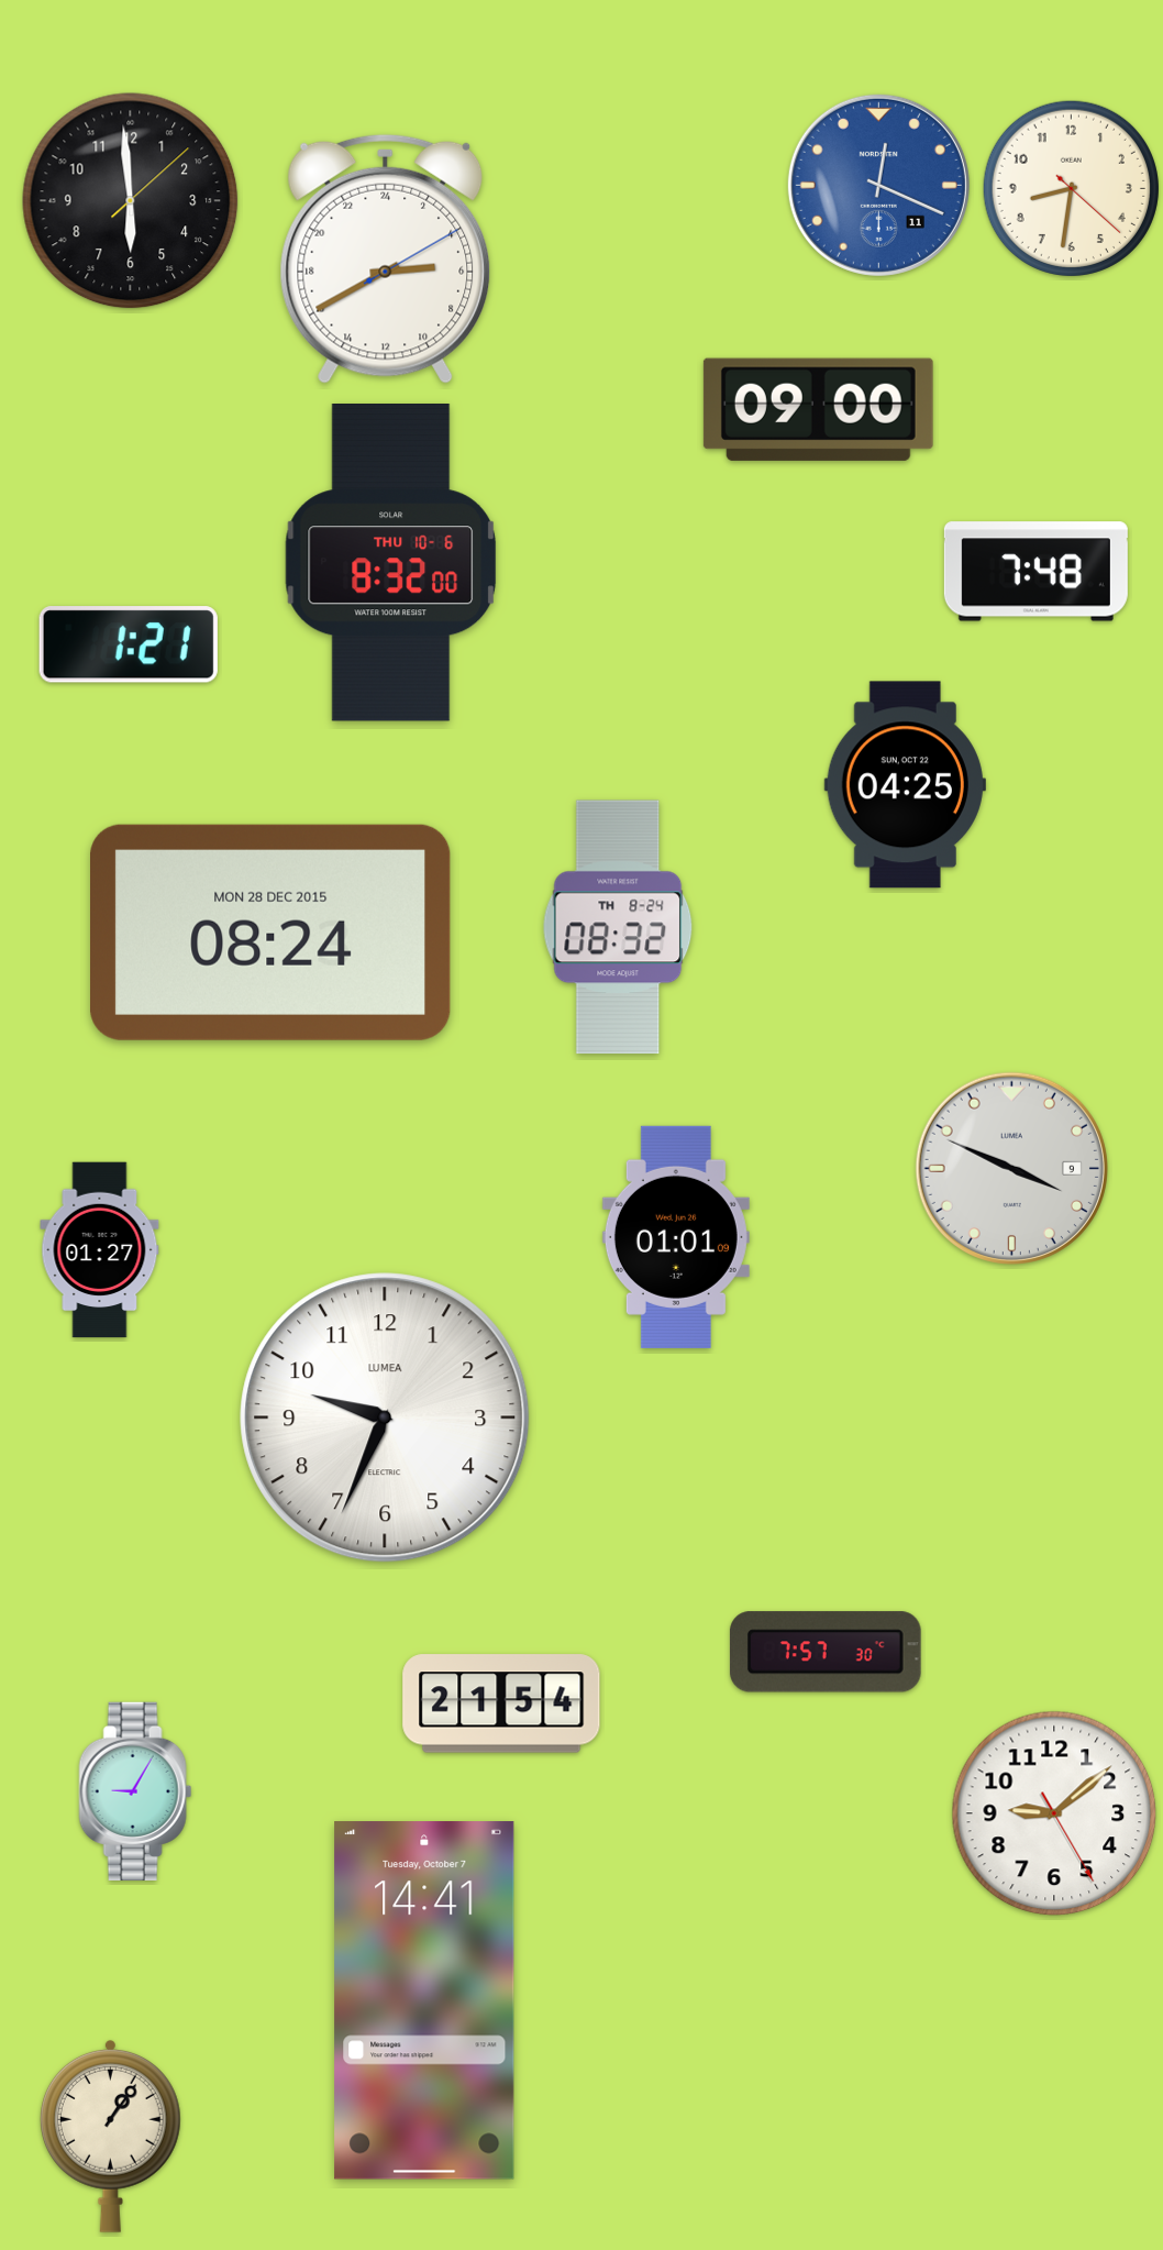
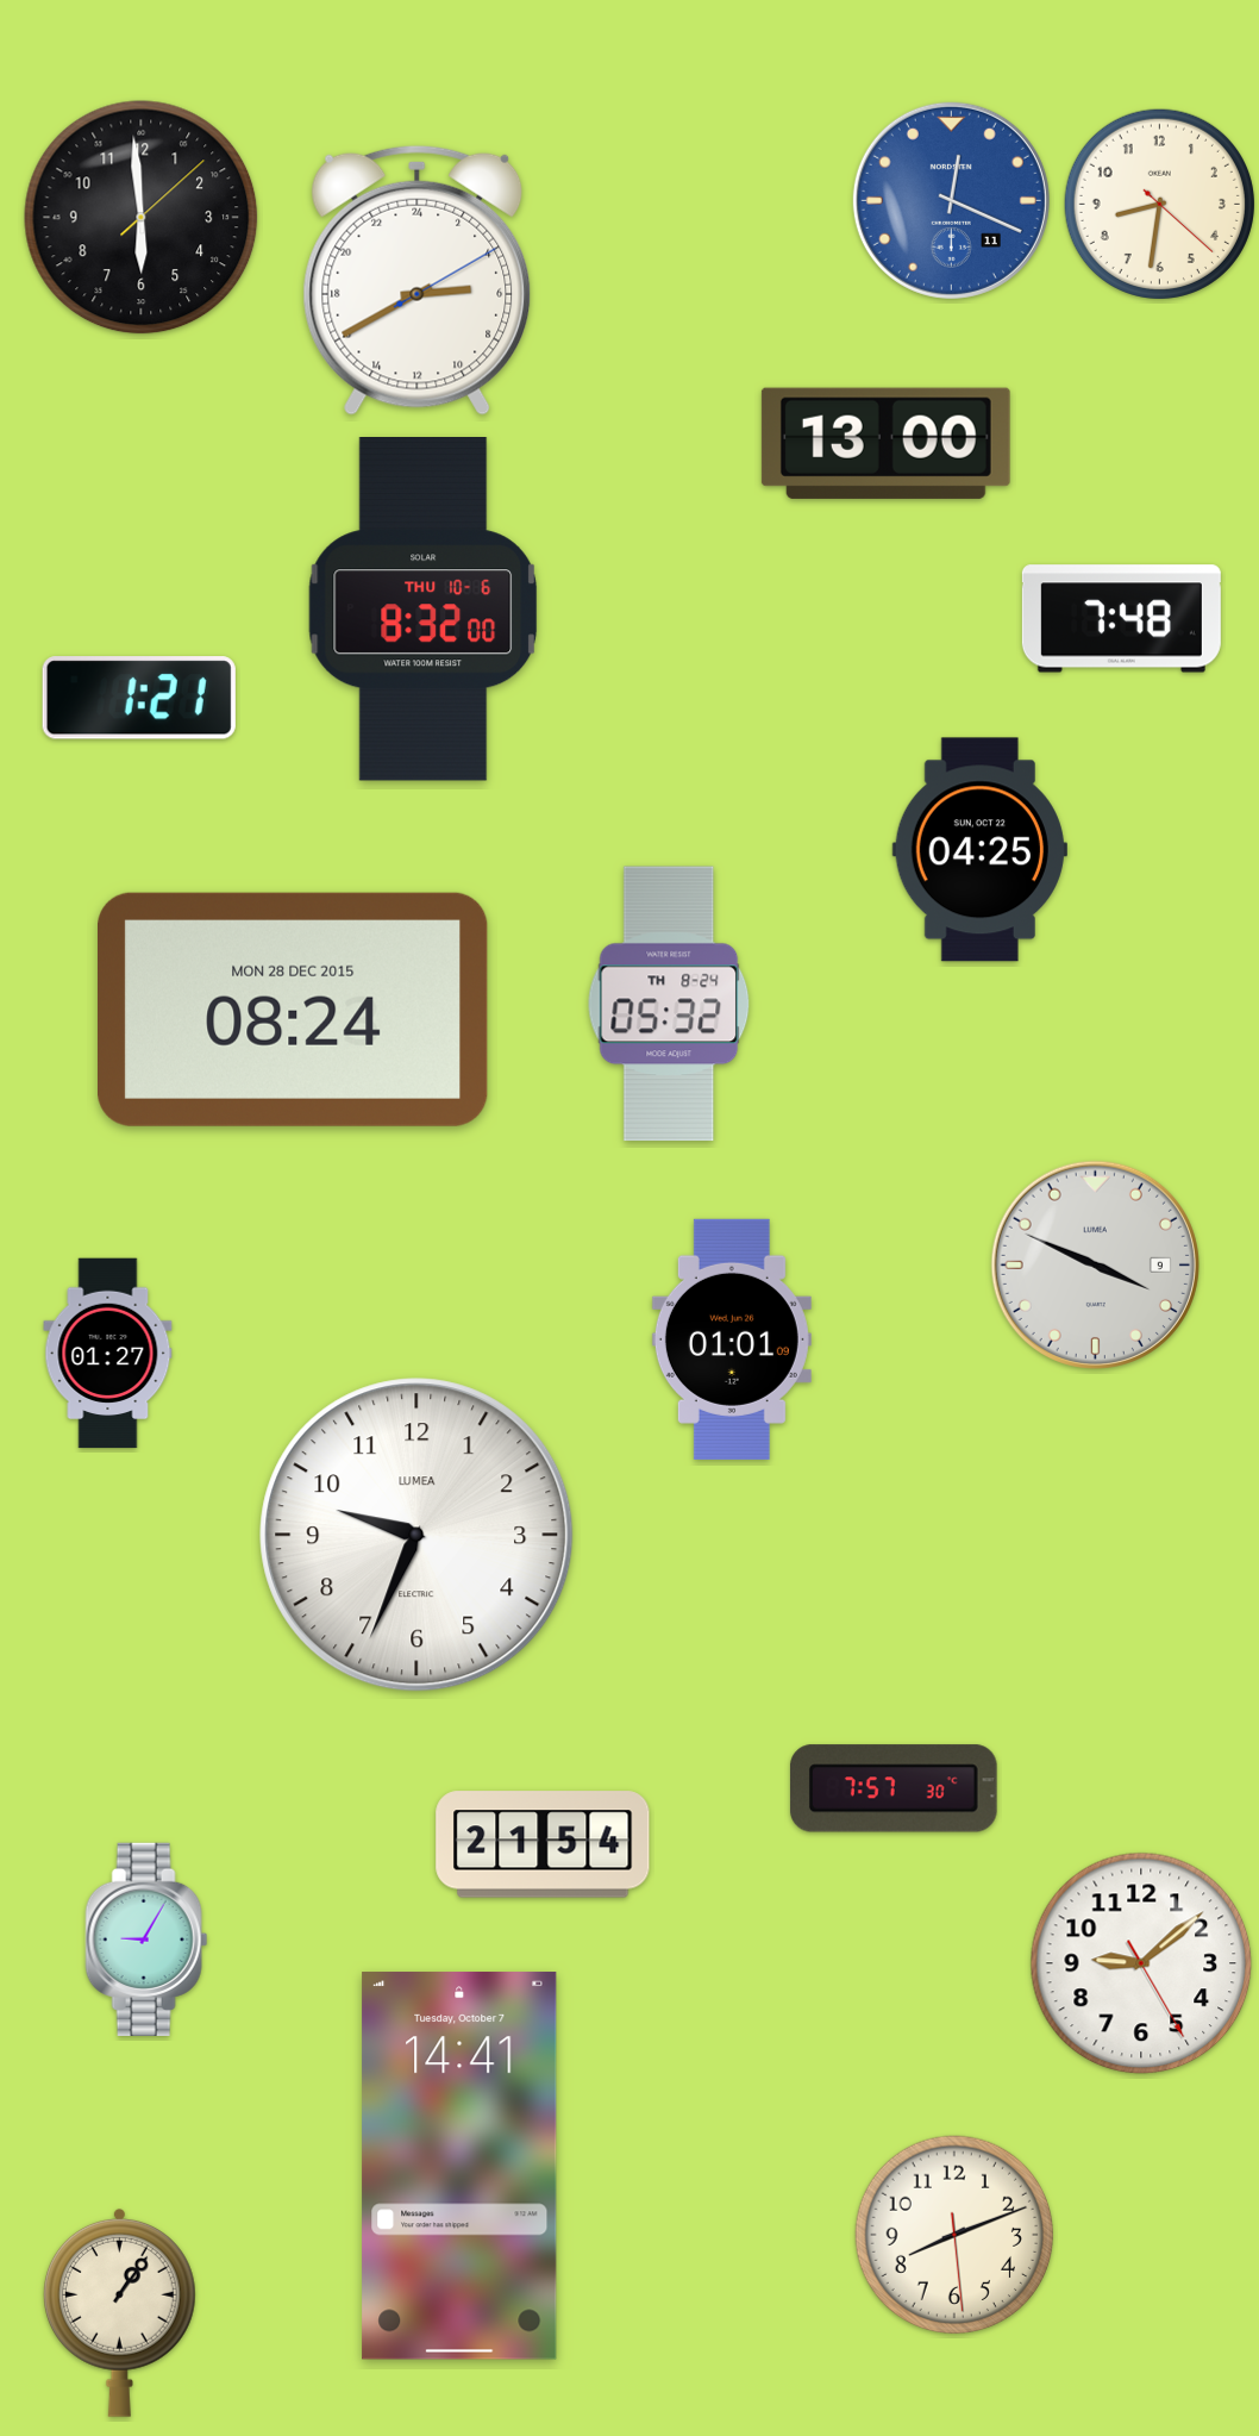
clock at (818, 409): 09:00 -> 13:00
clock at (618, 927): 08:32 -> 05:32
clock at (953, 2234): none -> 8:11
